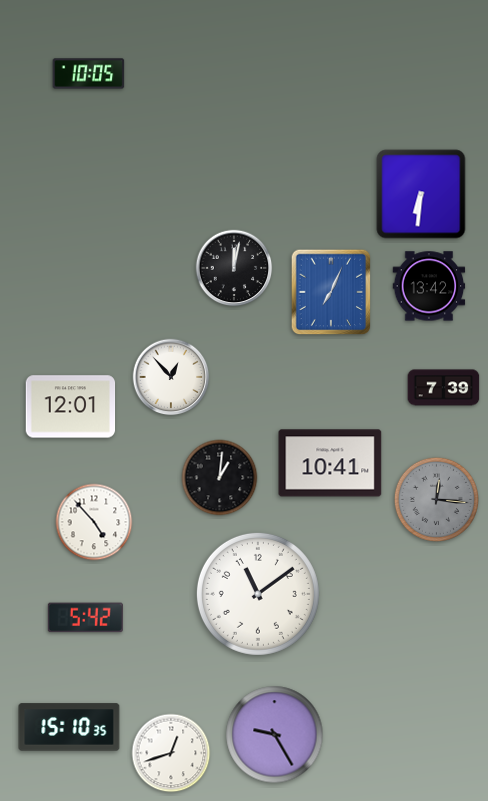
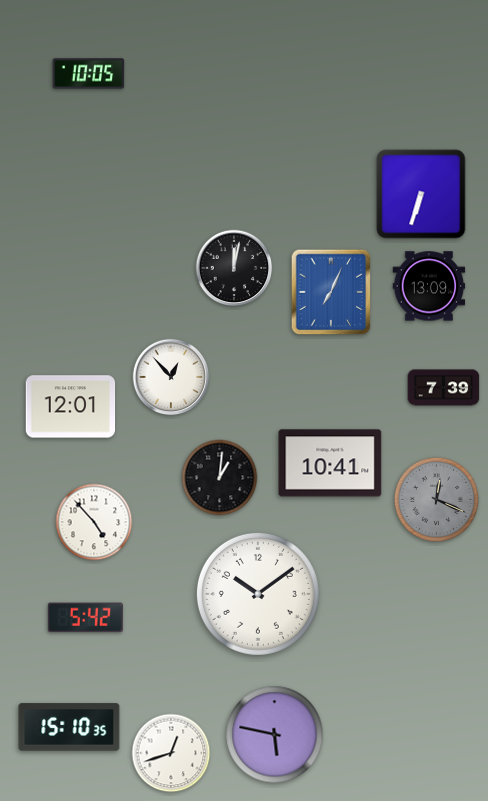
clock at (421, 194): 6:31 -> 6:33
clock at (429, 286): 13:42 -> 13:09
clock at (436, 499): 12:16 -> 12:19
clock at (258, 594): 11:09 -> 10:09
clock at (275, 735): 9:25 -> 5:47
